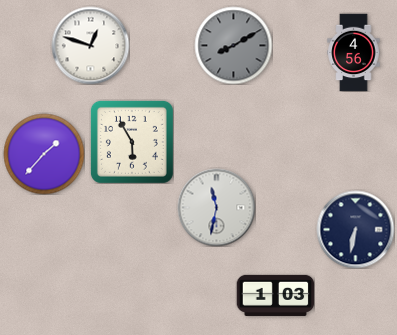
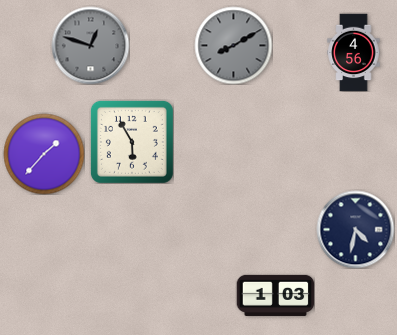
clock at (90, 45) dial: white -> grey
clock at (216, 207): 11:32 -> none
clock at (355, 229): 6:32 -> 4:32
